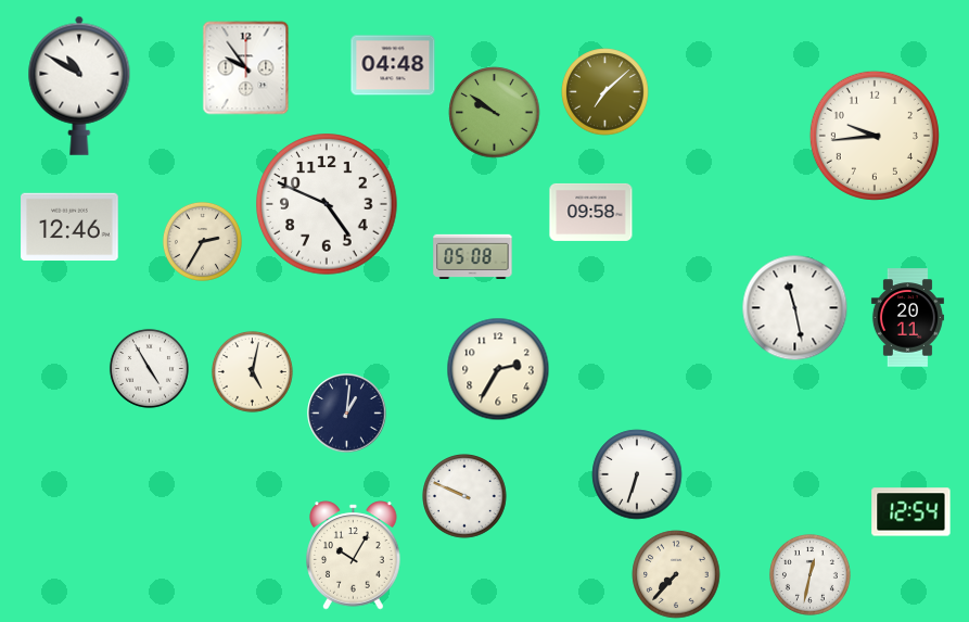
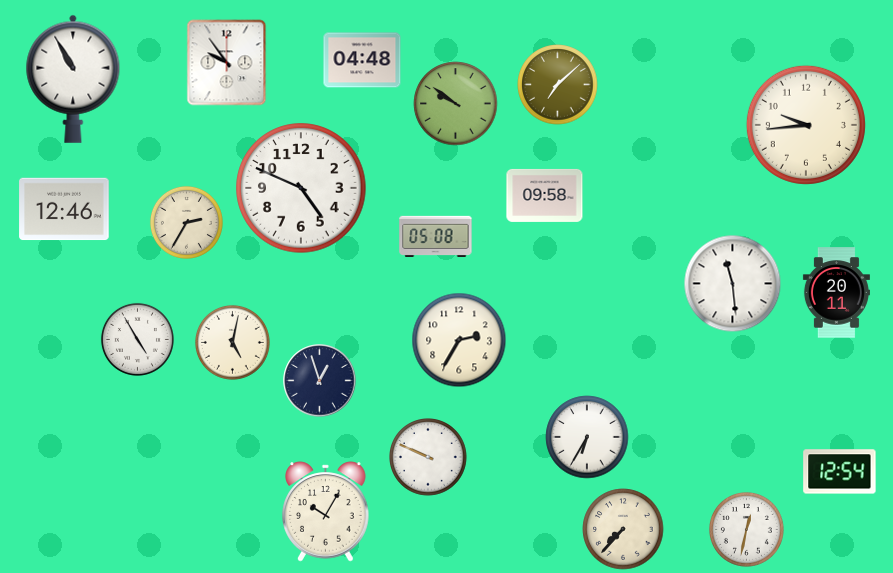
clock at (79, 86): 10:50 -> 10:55
clock at (795, 308): 11:28 -> 11:29
clock at (347, 414): 1:01 -> 12:57
clock at (637, 474): 6:33 -> 6:35
